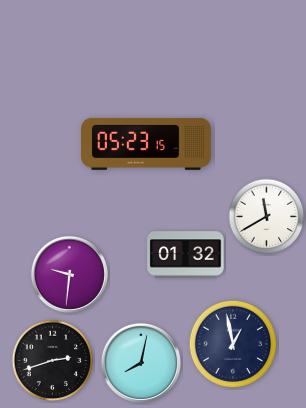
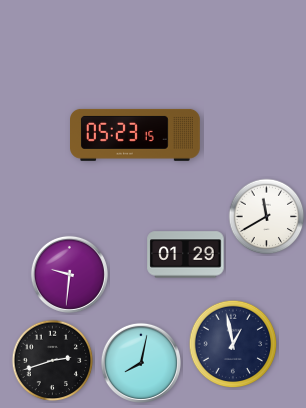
clock at (147, 144) position: (147, 144) -> (136, 135)
clock at (186, 255): 01:32 -> 01:29
